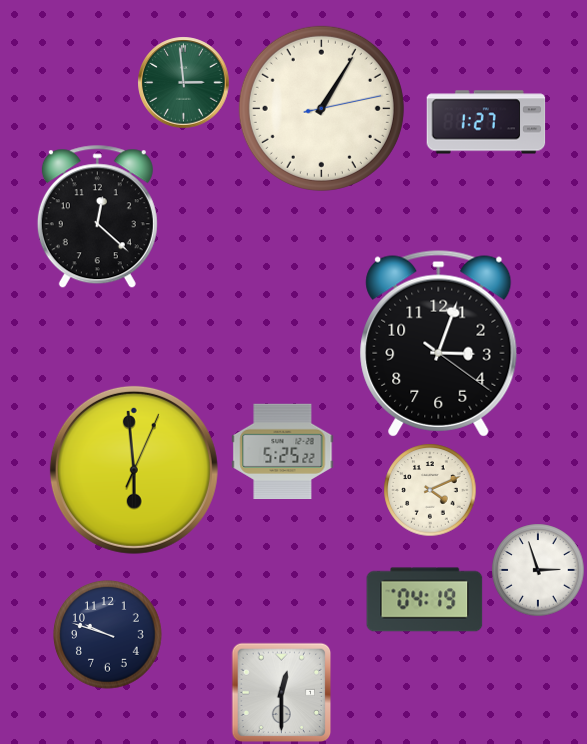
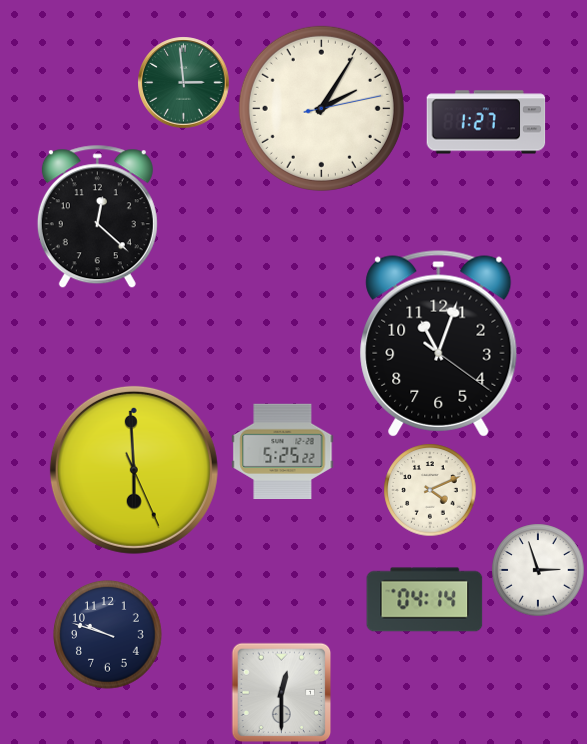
clock at (321, 108): 1:05 -> 2:05
clock at (439, 343): 3:03 -> 11:03
clock at (134, 470): 5:59:04 -> 5:59:26
clock at (425, 600): 04:19 -> 04:14
